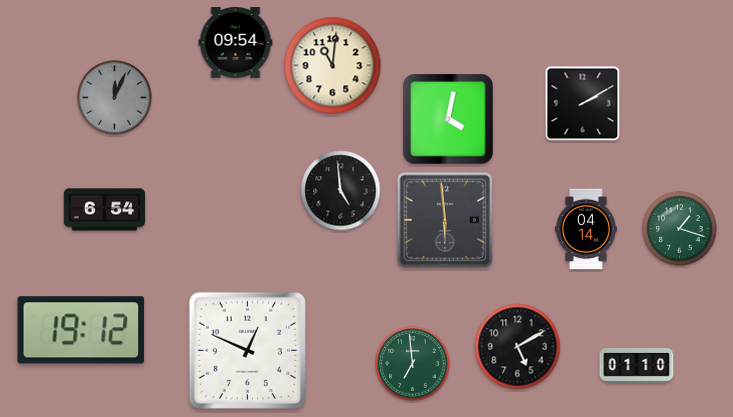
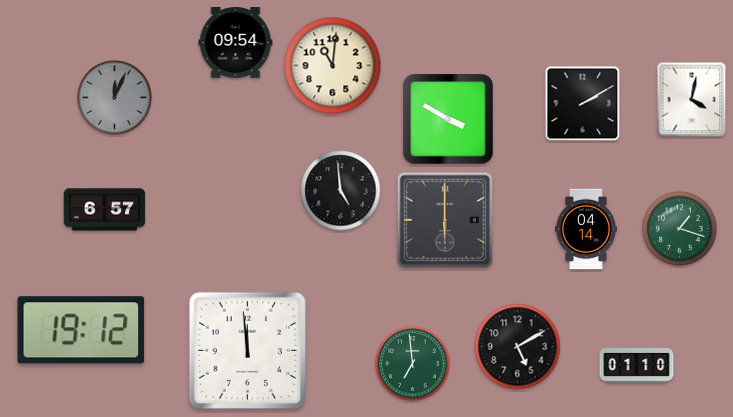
clock at (692, 100): none -> 4:02
clock at (449, 120): 4:02 -> 3:50
clock at (105, 210): 6:54 -> 6:57
clock at (444, 219): 5:59 -> 6:00
clock at (247, 350): 12:49 -> 11:59
